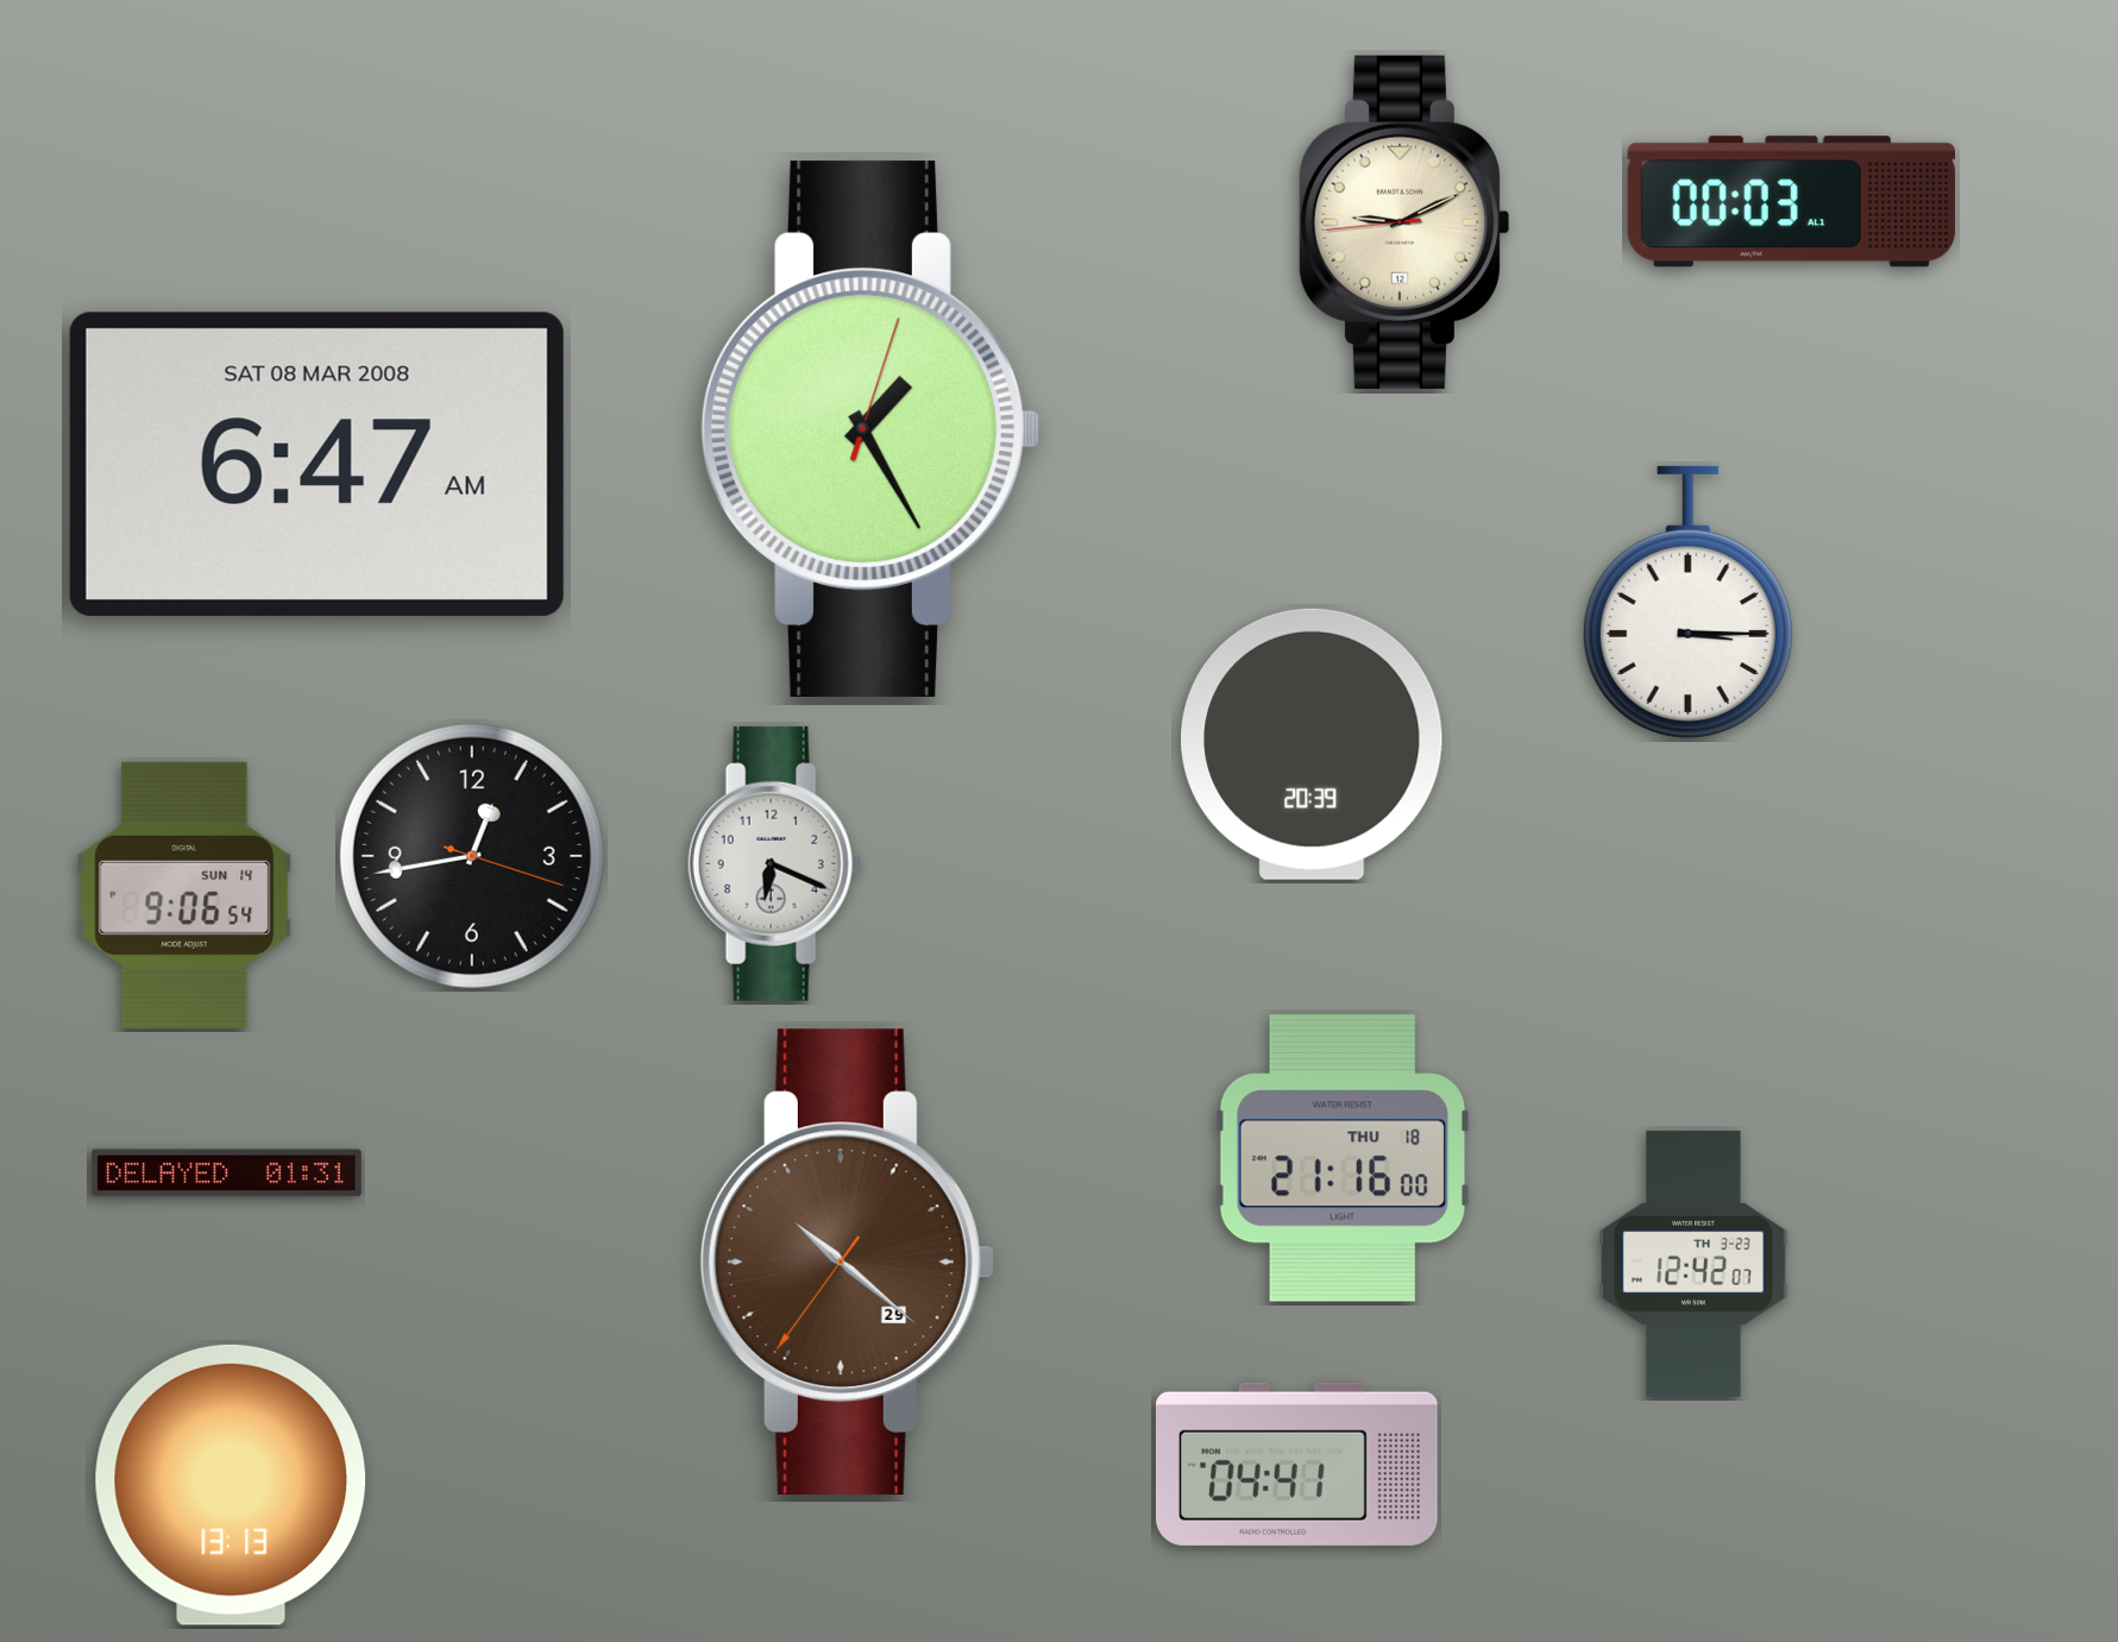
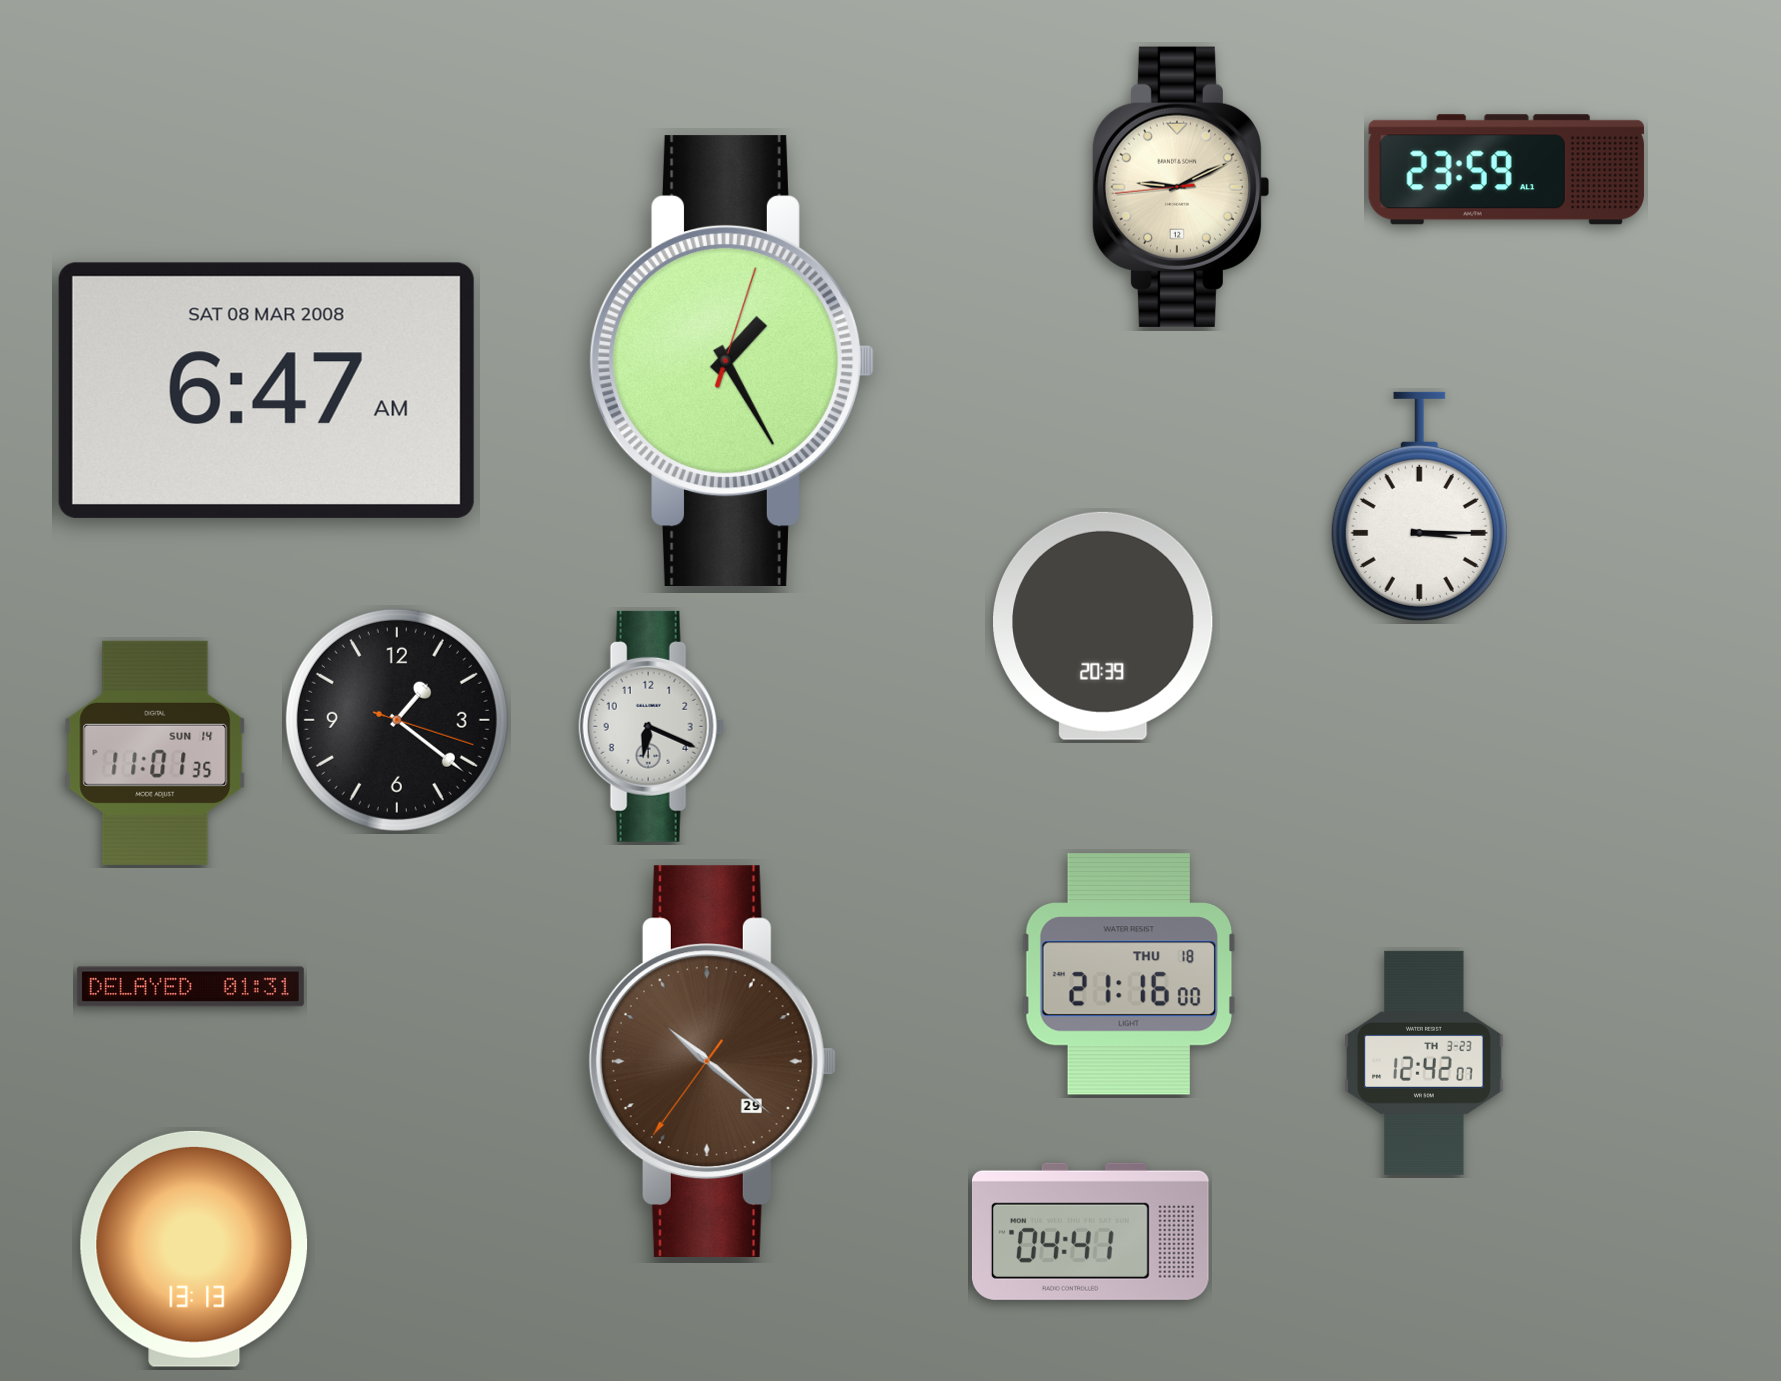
clock at (1791, 202): 00:03 -> 23:59
clock at (472, 856): 12:43 -> 1:21
clock at (184, 895): 9:06 -> 11:01
